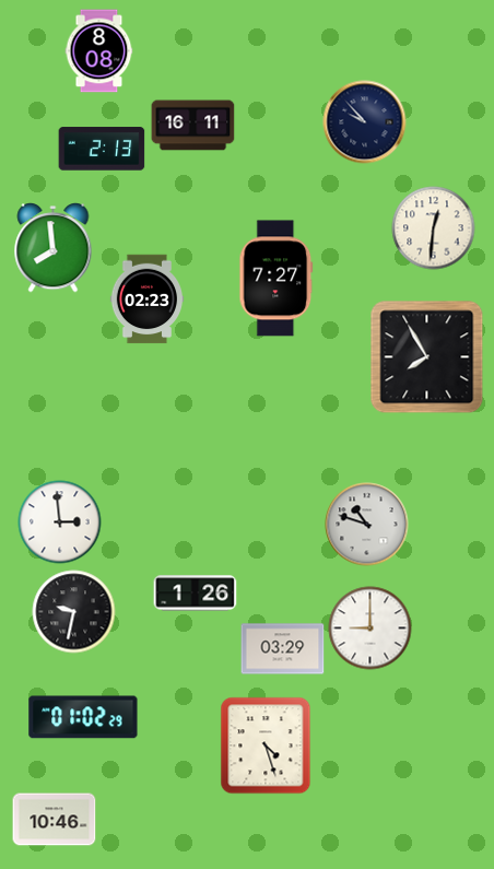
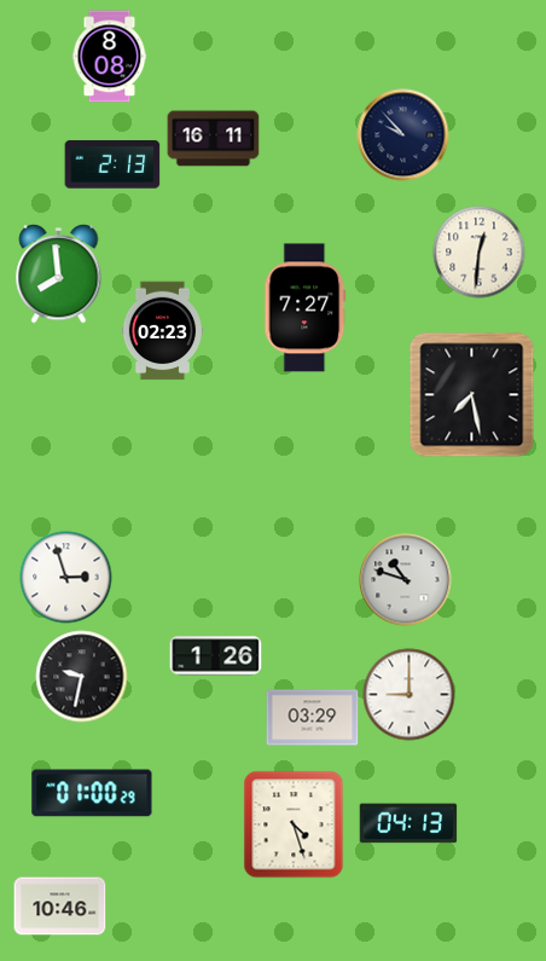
clock at (427, 357): 7:55 -> 7:28
clock at (60, 522): 2:59 -> 2:57
clock at (83, 717): 01:02 -> 01:00
clock at (408, 823): none -> 04:13
